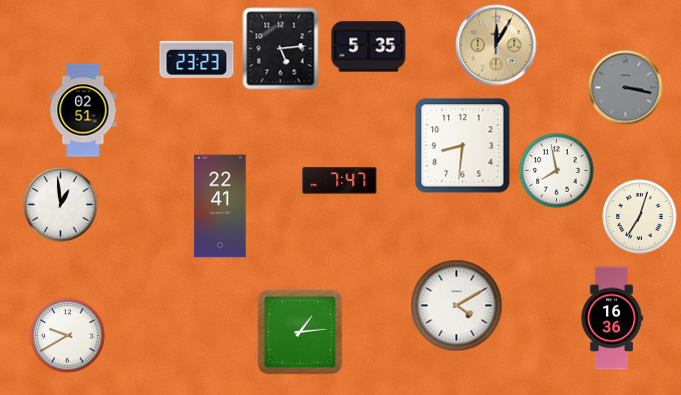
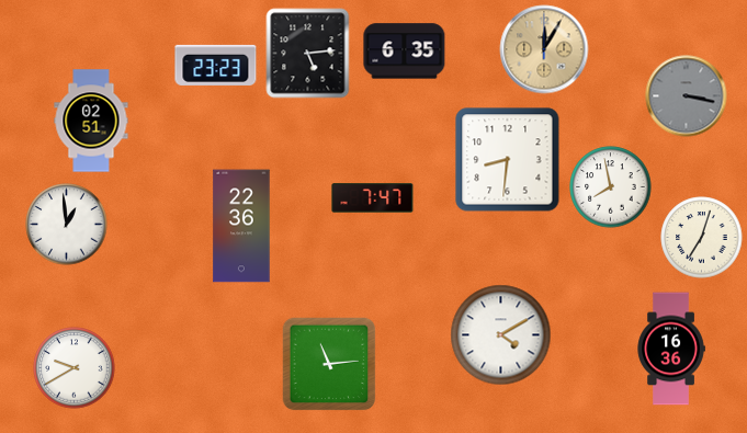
clock at (369, 47): 5:35 -> 6:35
clock at (220, 206): 22:41 -> 22:36
clock at (300, 332): 1:14 -> 11:14
